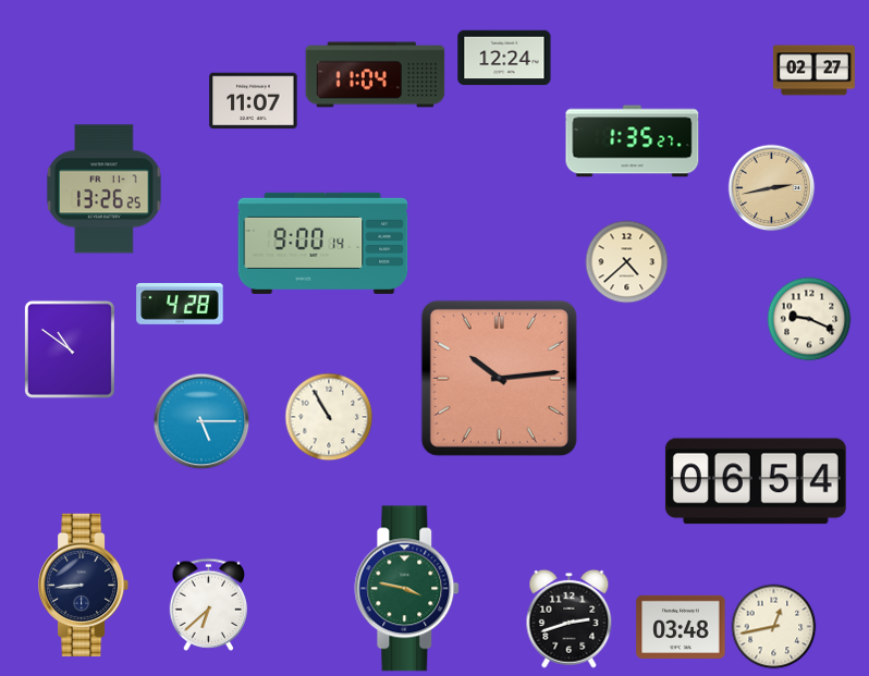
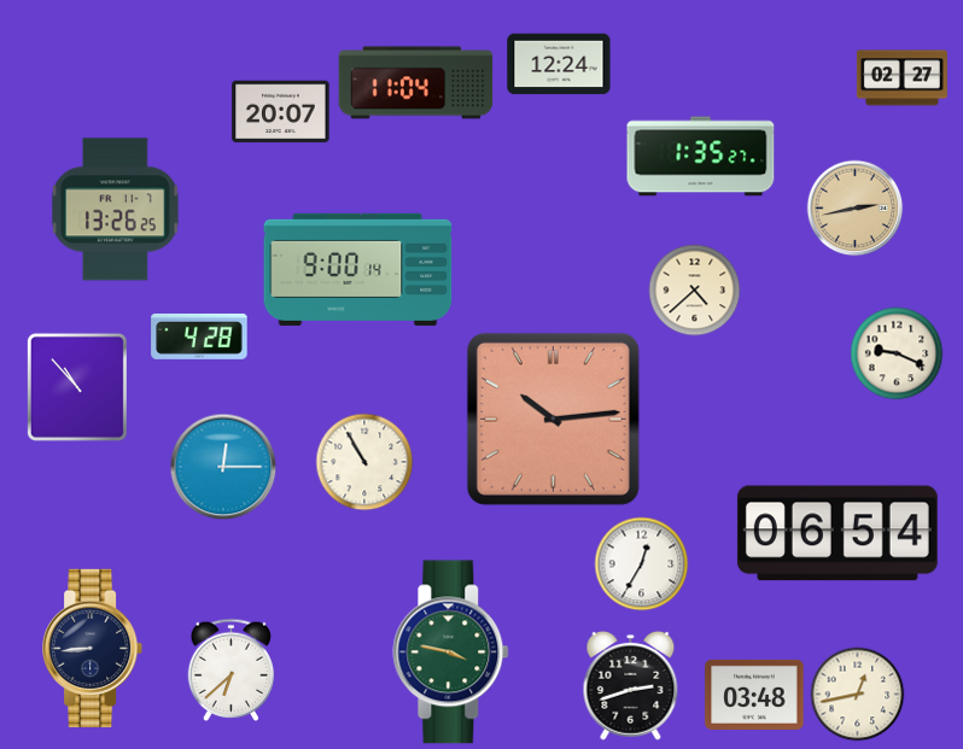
clock at (254, 101): 11:07 -> 20:07
clock at (70, 349): 10:51 -> 10:53
clock at (201, 421): 5:15 -> 12:15
clock at (642, 564): none -> 12:35
